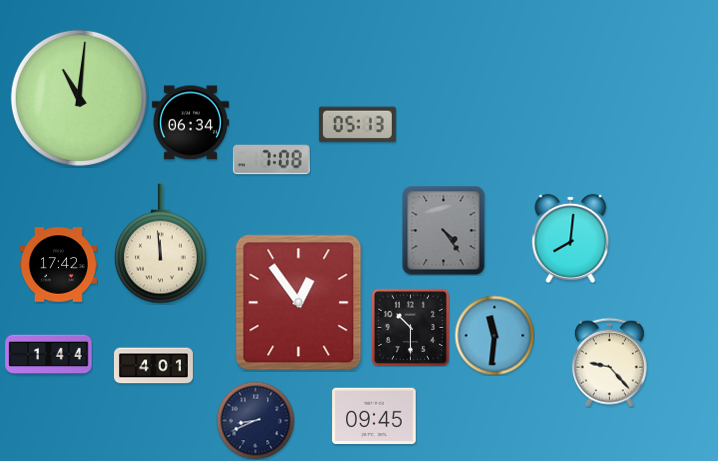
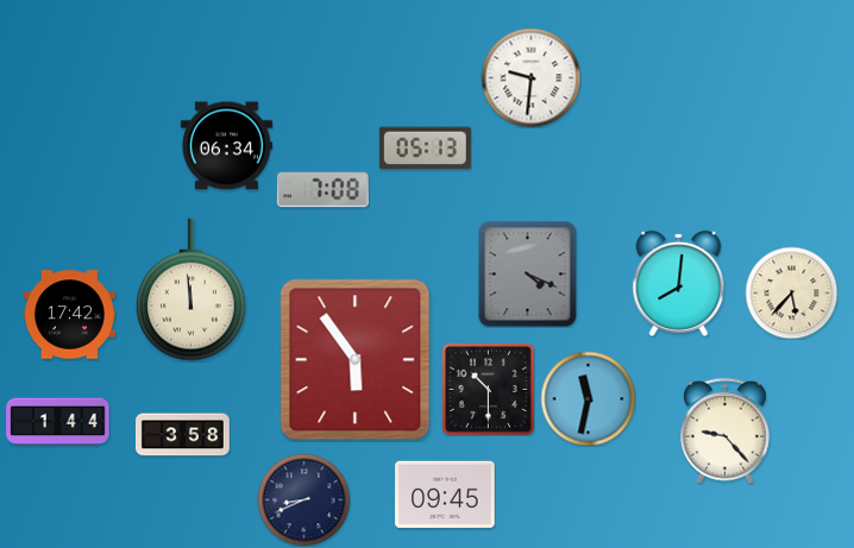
clock at (530, 77): none -> 9:31
clock at (79, 98): 11:01 -> none
clock at (444, 230): 4:24 -> 4:19
clock at (791, 292): none -> 5:37
clock at (299, 303): 12:54 -> 5:54
clock at (494, 335): 11:31 -> 11:32
clock at (154, 366): 4:01 -> 3:58
